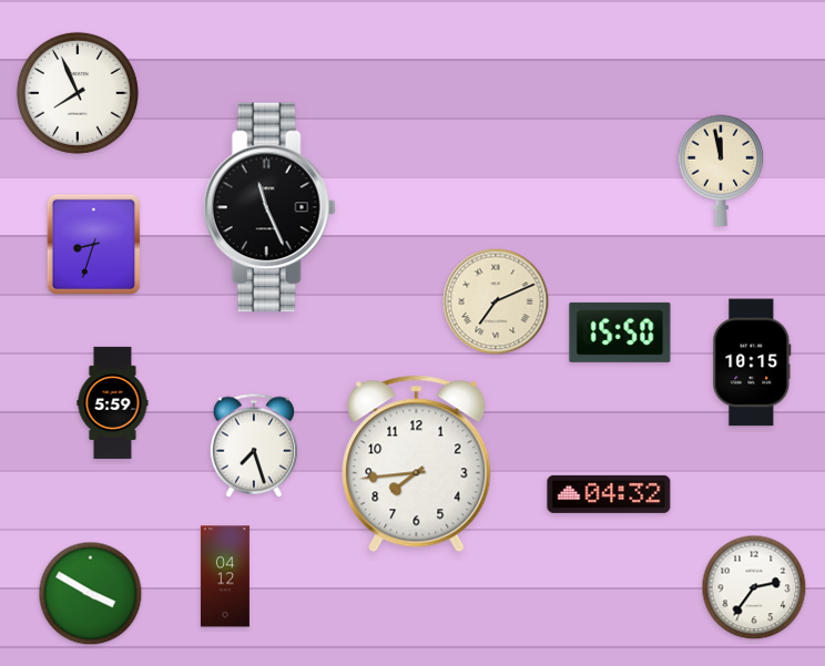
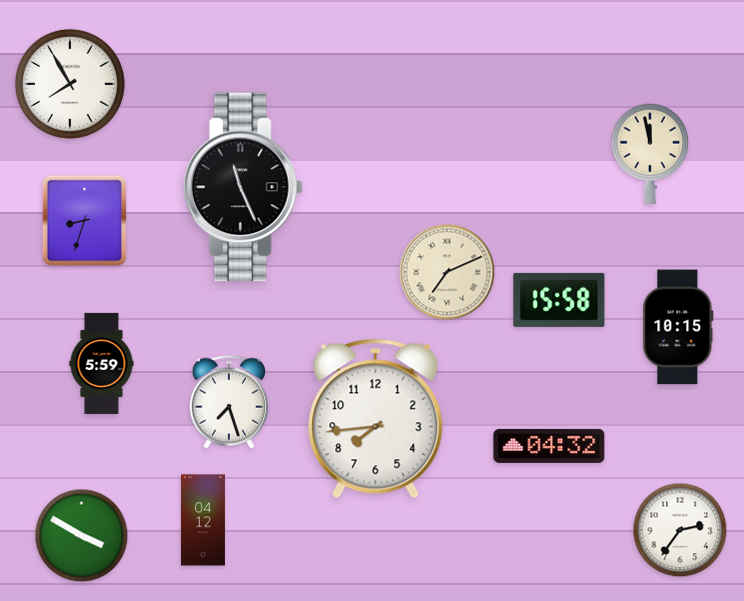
clock at (78, 93): 7:56 -> 7:55
clock at (620, 332): 15:50 -> 15:58
